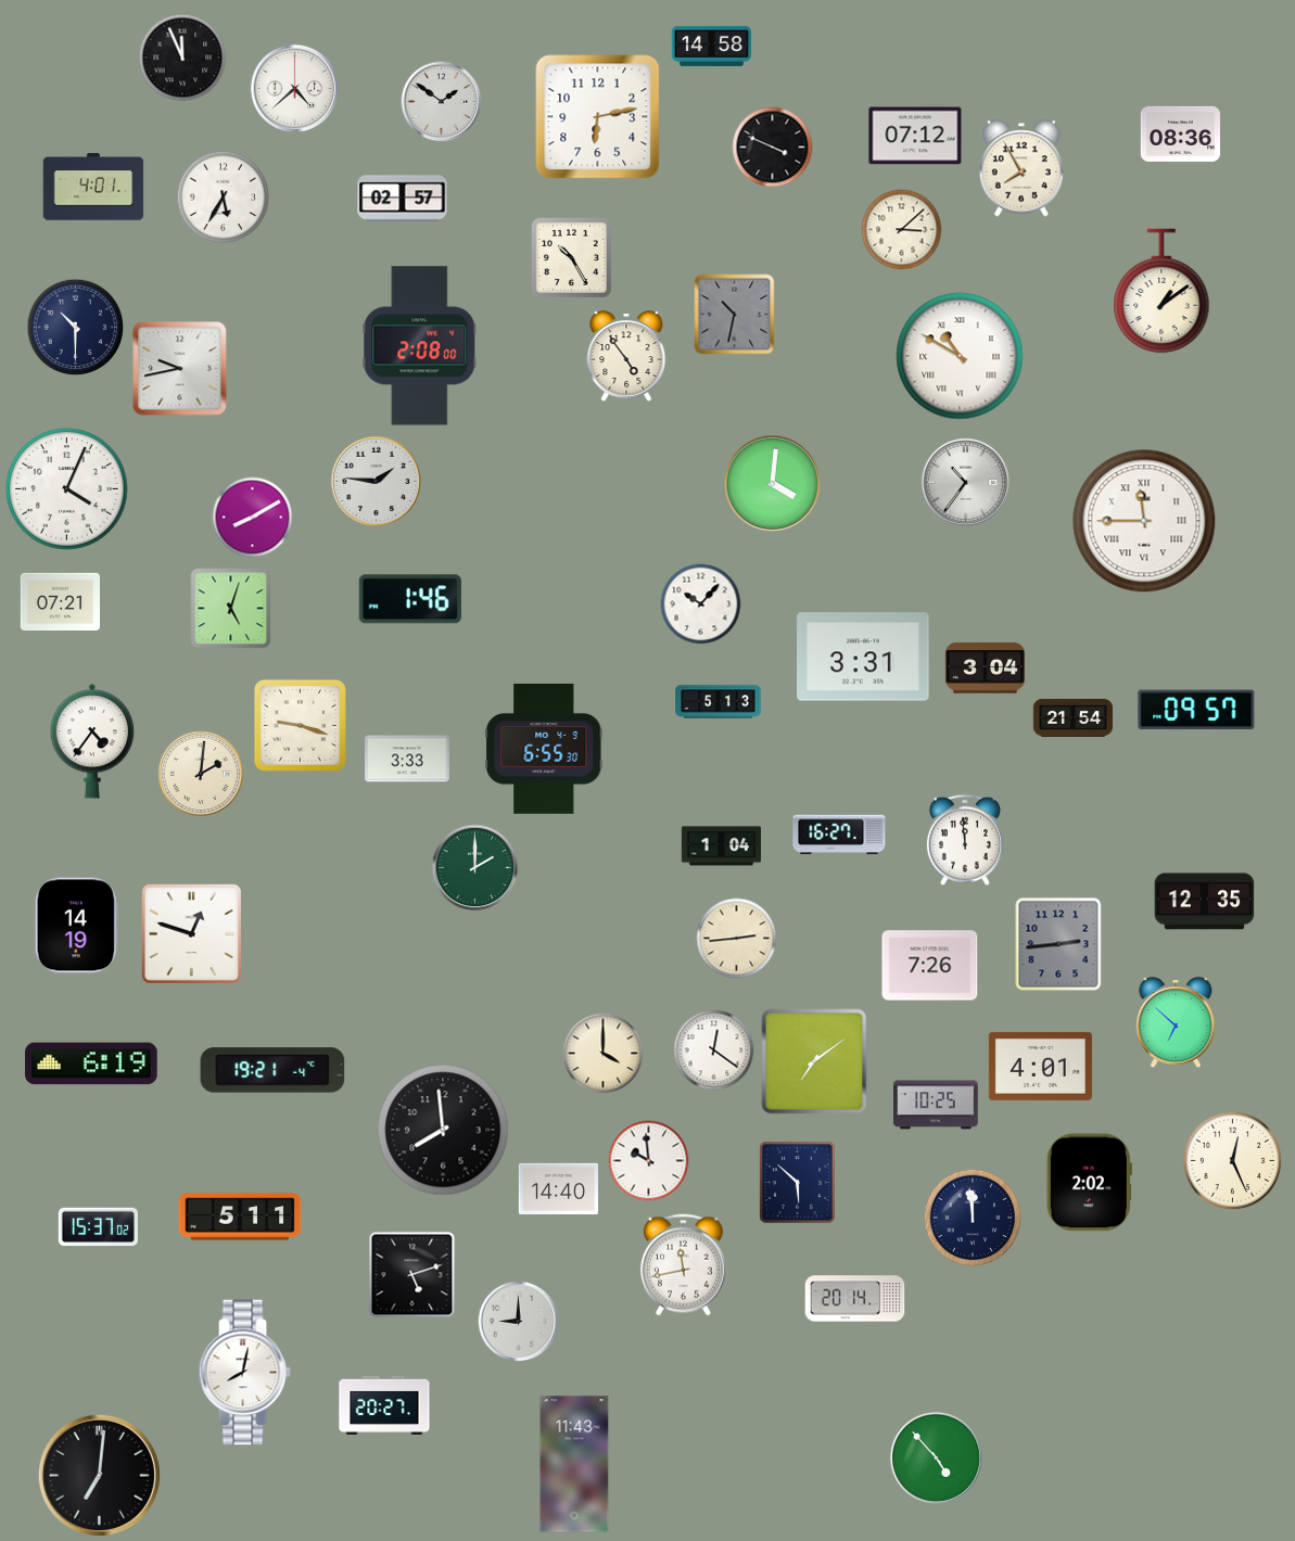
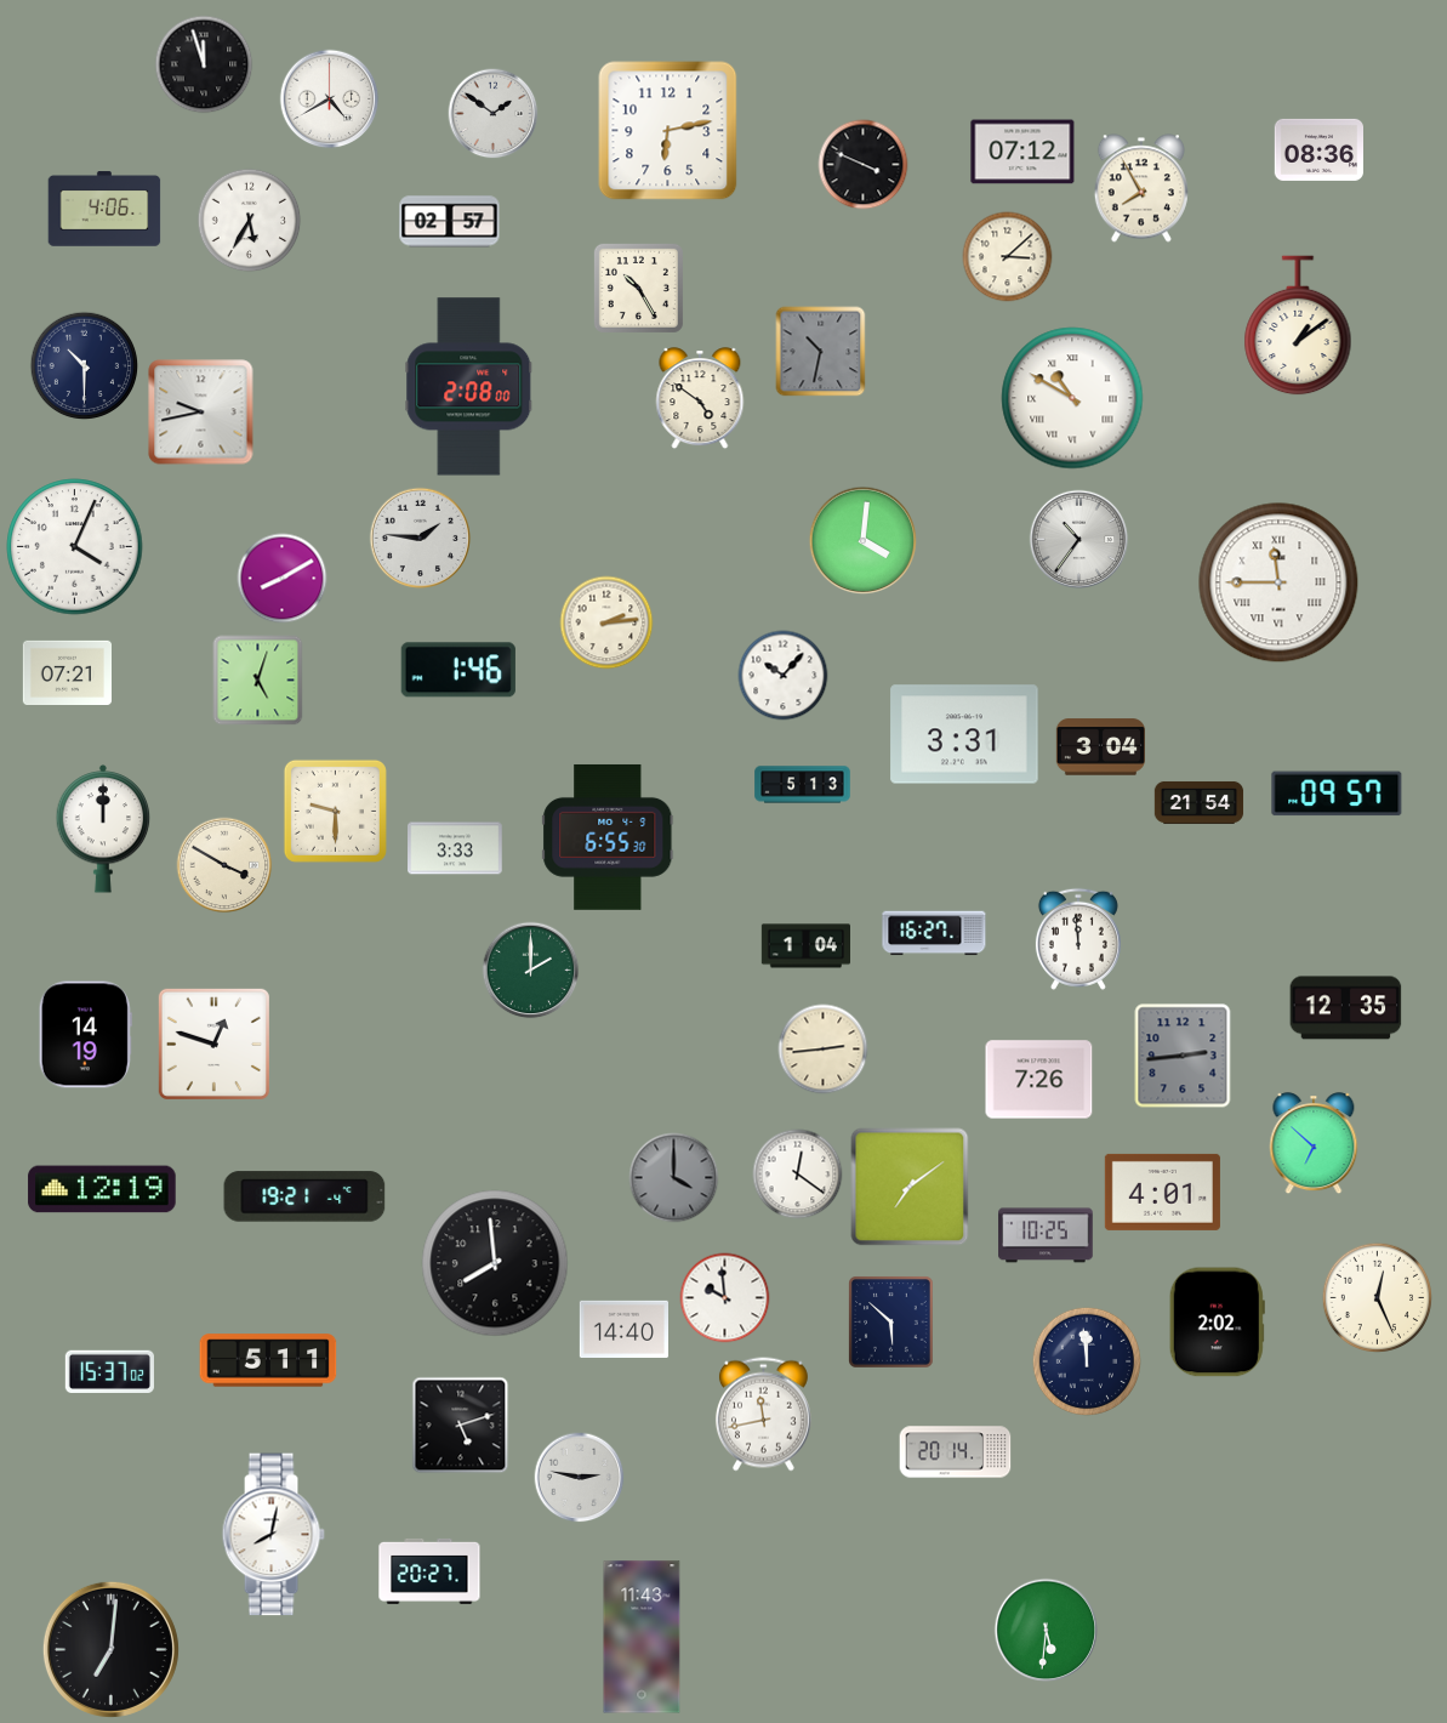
clock at (711, 46): 14:58 -> none
clock at (182, 58): 11:56 -> 11:57
clock at (295, 89): 4:38 -> 4:40
clock at (93, 187): 4:01 -> 4:06
clock at (626, 357): 4:54 -> 4:51
clock at (606, 622): none -> 2:14
clock at (300, 725): 9:18 -> 9:30
clock at (92, 741): 4:36 -> 12:00
clock at (201, 774): 2:01 -> 3:50
clock at (839, 835) position: (839, 835) -> (934, 933)
clock at (604, 1054) dial: cream -> grey
clock at (91, 1064): 6:19 -> 12:19
clock at (519, 1322): 9:00 -> 2:47
clock at (937, 1459): 4:53 -> 5:31
